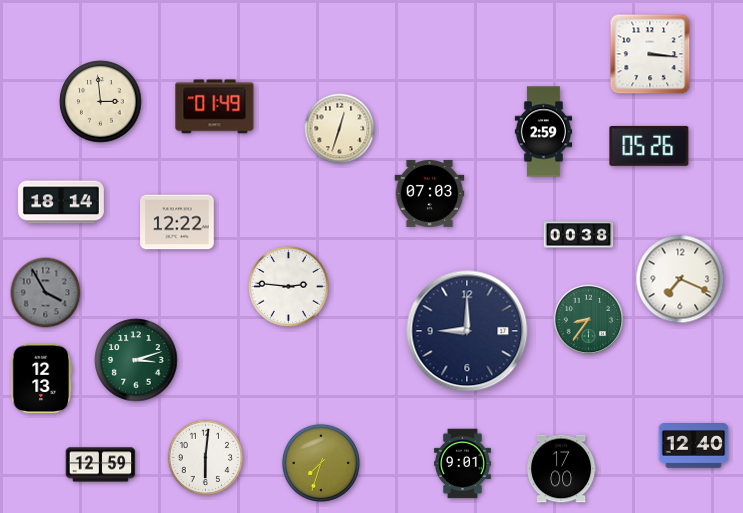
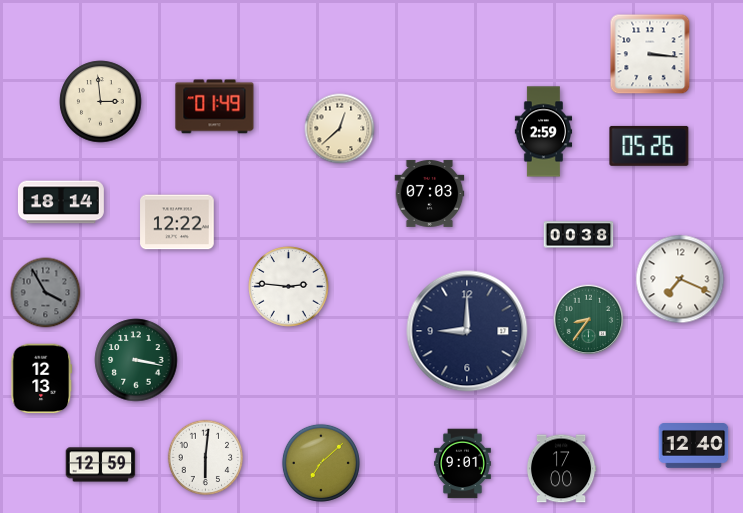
clock at (340, 129): 12:33 -> 12:38
clock at (136, 360): 3:12 -> 3:17
clock at (321, 463): 7:33 -> 7:08
